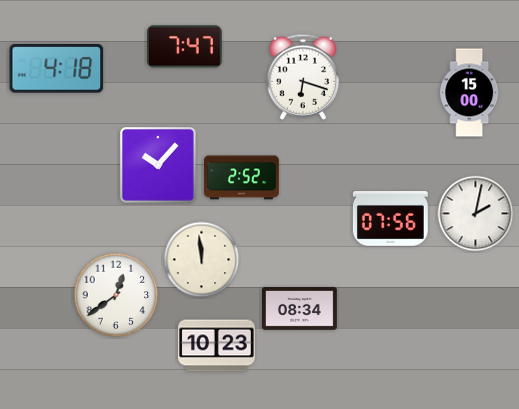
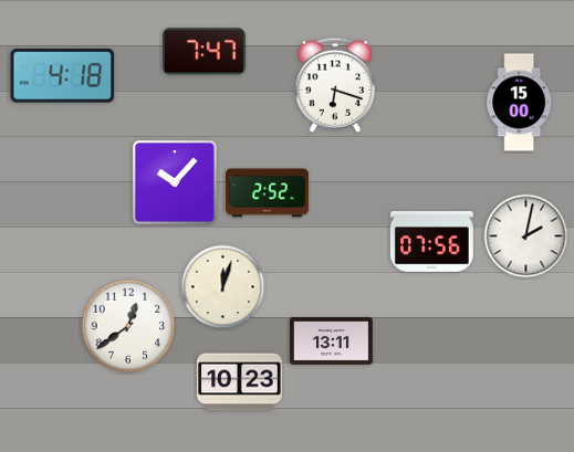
clock at (242, 178) position: (242, 178) -> (268, 193)
clock at (202, 260): 11:59 -> 12:03
clock at (300, 308): 08:34 -> 13:11
